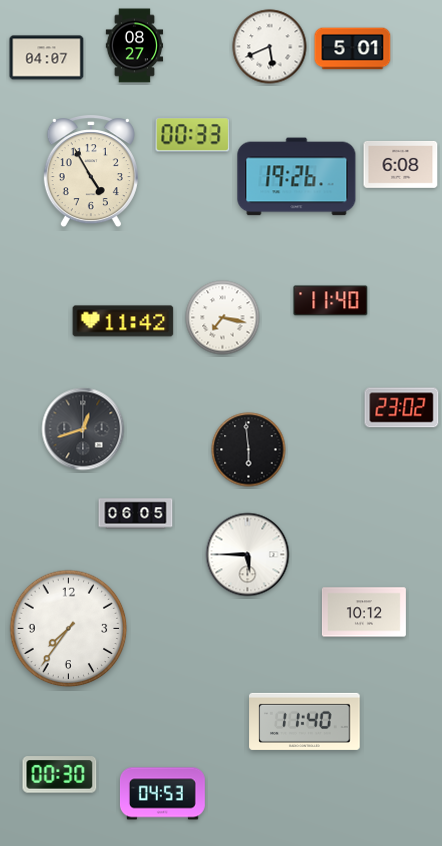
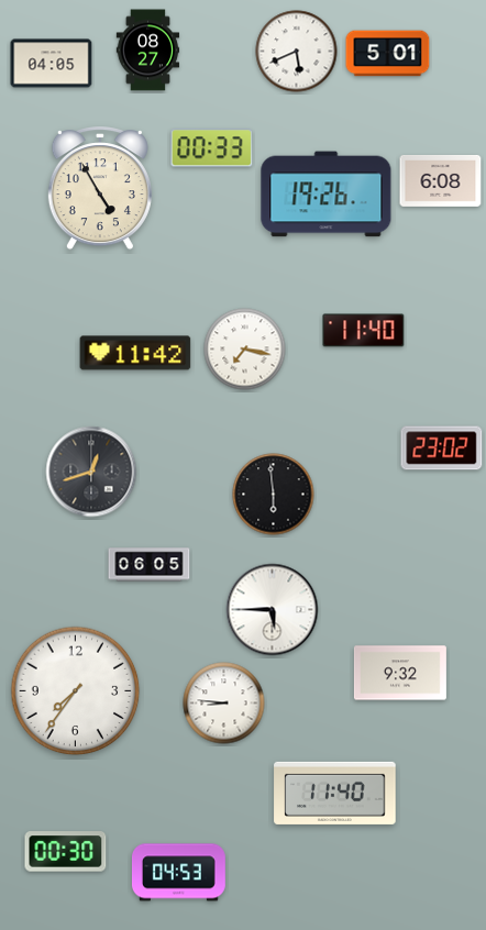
clock at (47, 58): 04:07 -> 04:05
clock at (364, 612): 10:12 -> 9:32
clock at (224, 704): none -> 8:46
